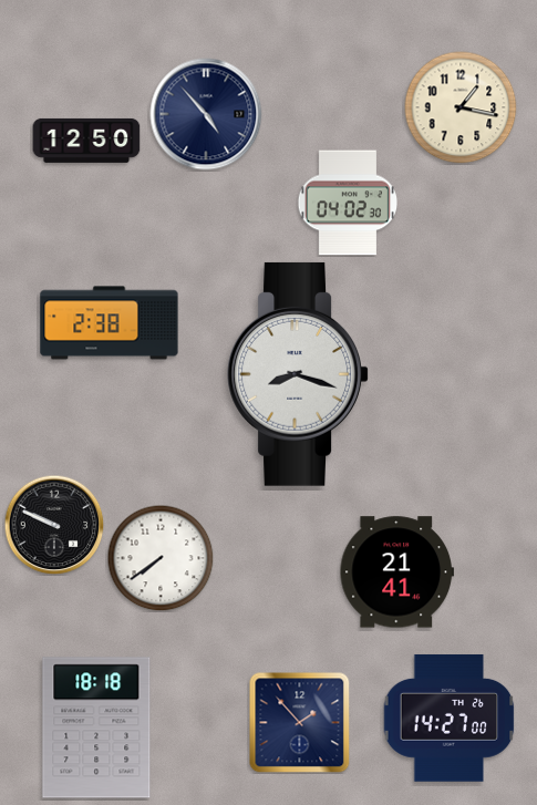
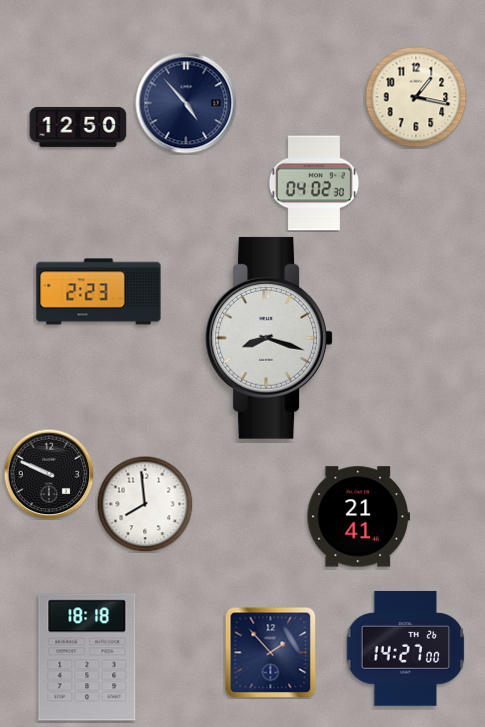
clock at (110, 323): 2:38 -> 2:23
clock at (161, 558): 7:39 -> 7:59
